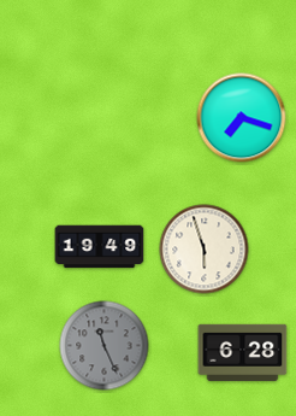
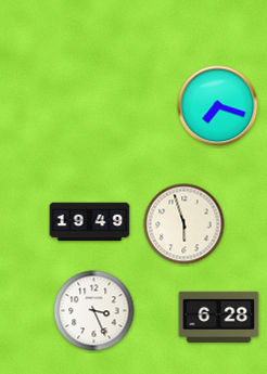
clock at (105, 346): 11:26 -> 3:26
clock at (105, 346) dial: grey -> white
